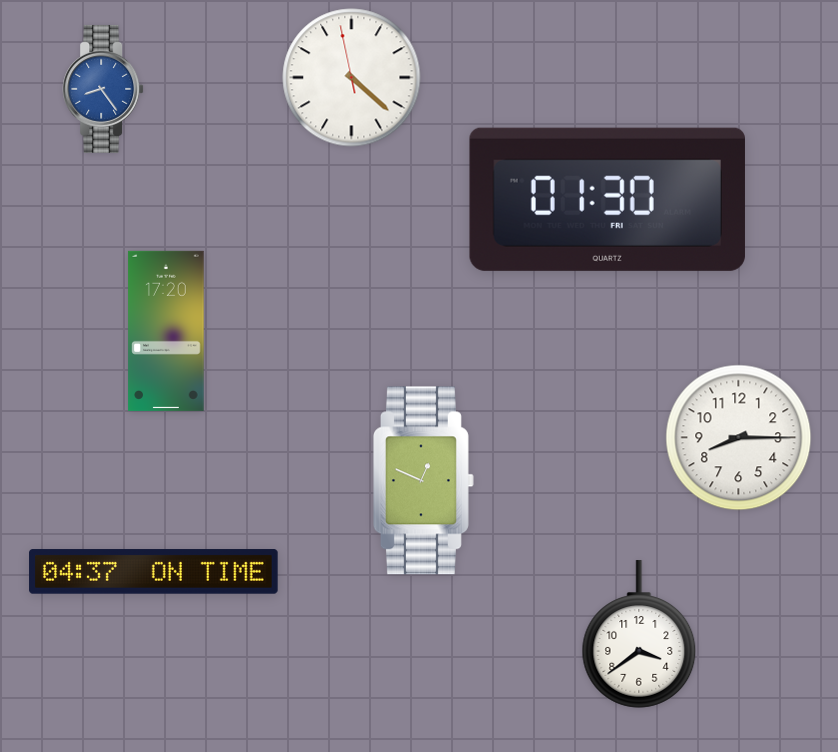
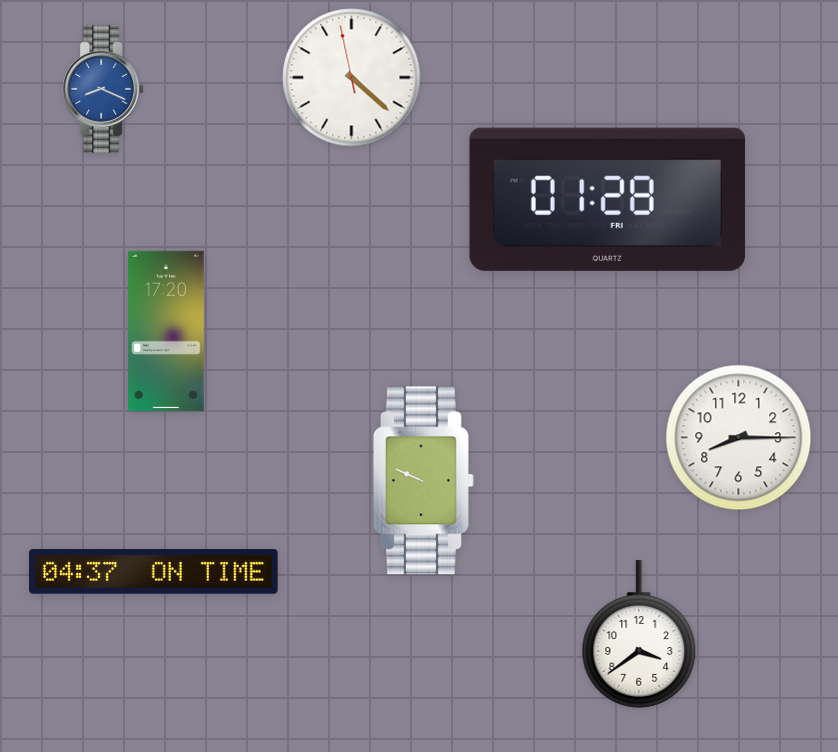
clock at (103, 89): 8:24 -> 8:19
clock at (607, 199): 01:30 -> 01:28
clock at (423, 481): 12:49 -> 9:49
